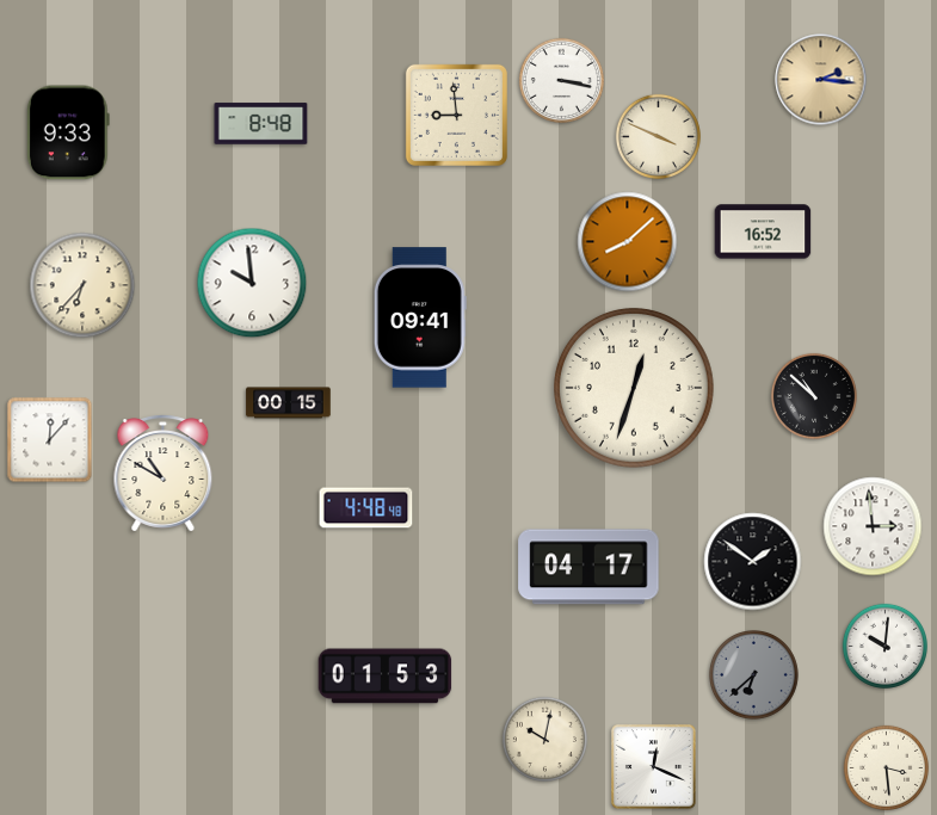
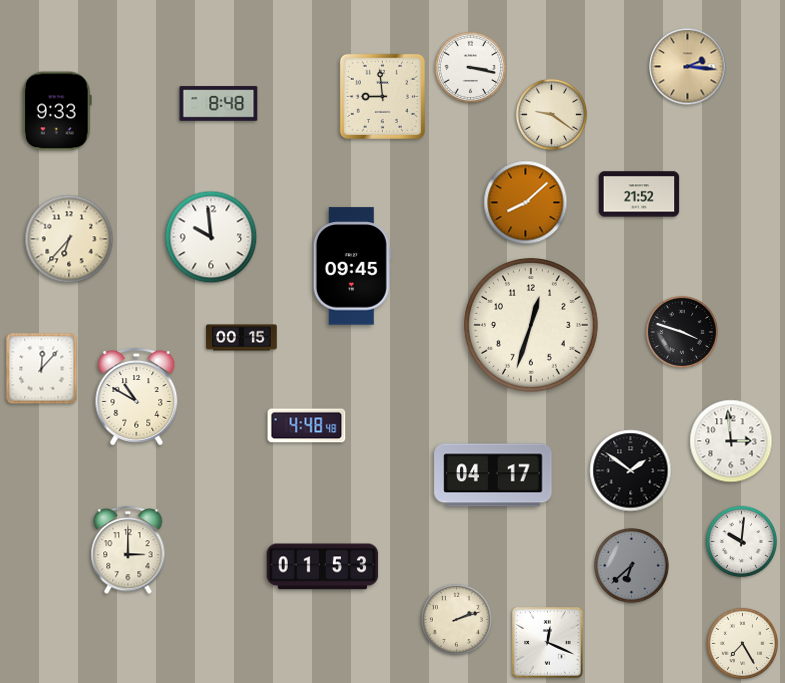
clock at (658, 136): 3:49 -> 9:21
clock at (763, 231): 16:52 -> 21:52
clock at (420, 317): 09:41 -> 09:45
clock at (814, 396): 10:52 -> 3:48
clock at (128, 551): none -> 3:00
clock at (544, 739): 10:02 -> 2:12
clock at (886, 767): 3:29 -> 7:25
